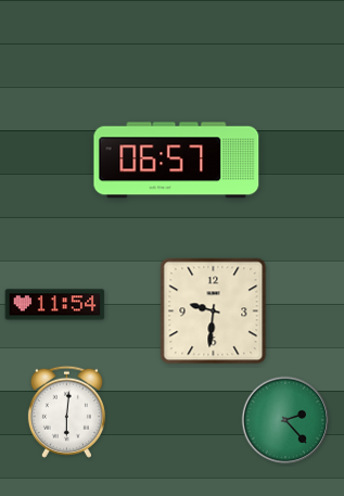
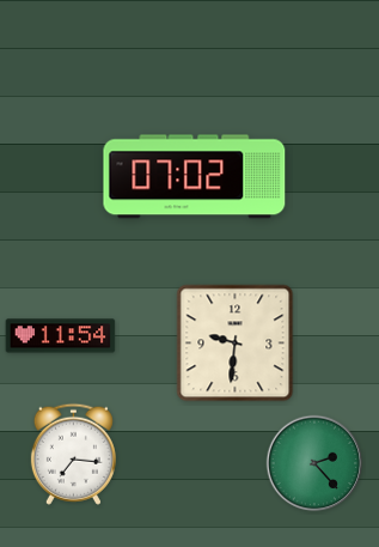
clock at (177, 161): 06:57 -> 07:02
clock at (66, 411): 6:01 -> 7:16
